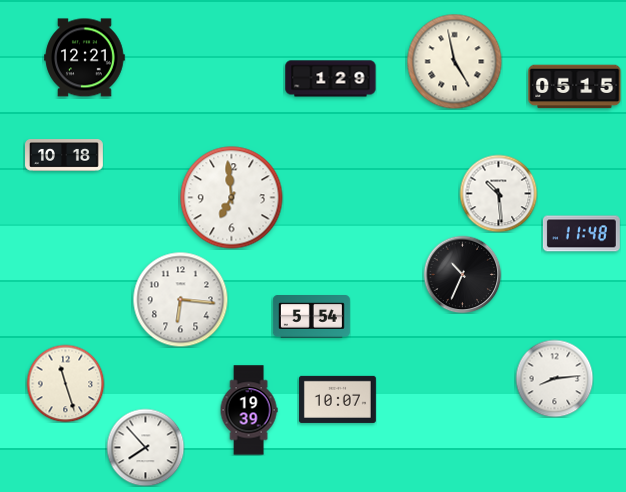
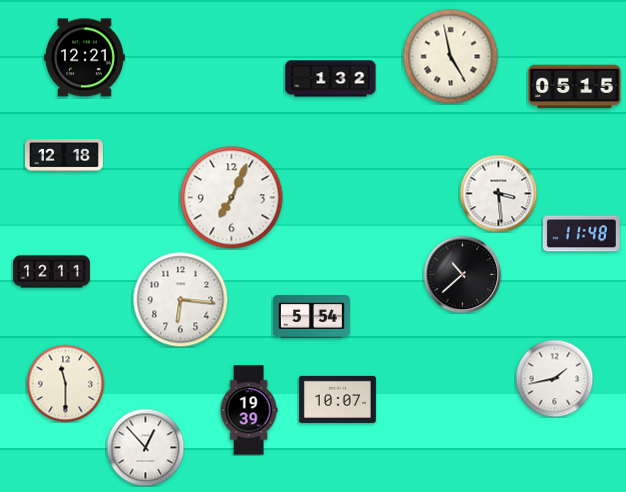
clock at (454, 61) position: (454, 61) -> (450, 56)
clock at (331, 79): 1:29 -> 1:32
clock at (65, 155): 10:18 -> 12:18
clock at (498, 193): 10:29 -> 3:29
clock at (232, 198): 6:59 -> 7:04
clock at (51, 272): none -> 12:11
clock at (462, 274): 10:34 -> 10:38
clock at (554, 378): 8:14 -> 1:43
clock at (65, 383): 11:27 -> 11:30
clock at (145, 447): 7:53 -> 12:53
